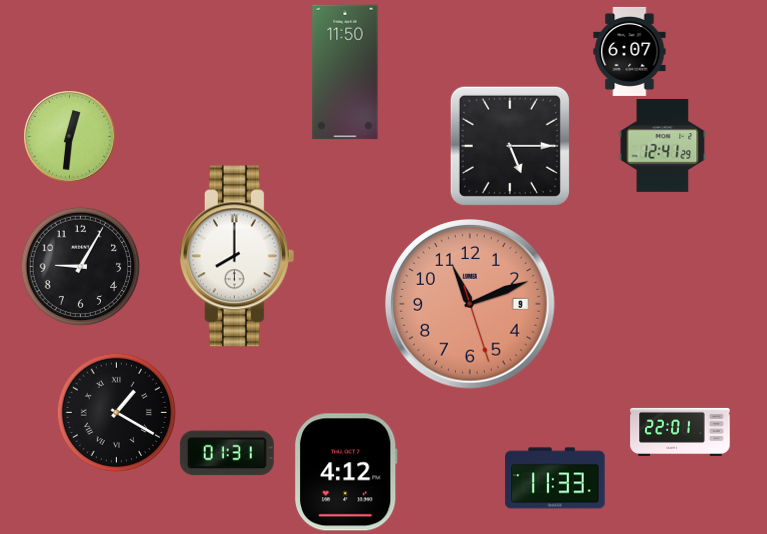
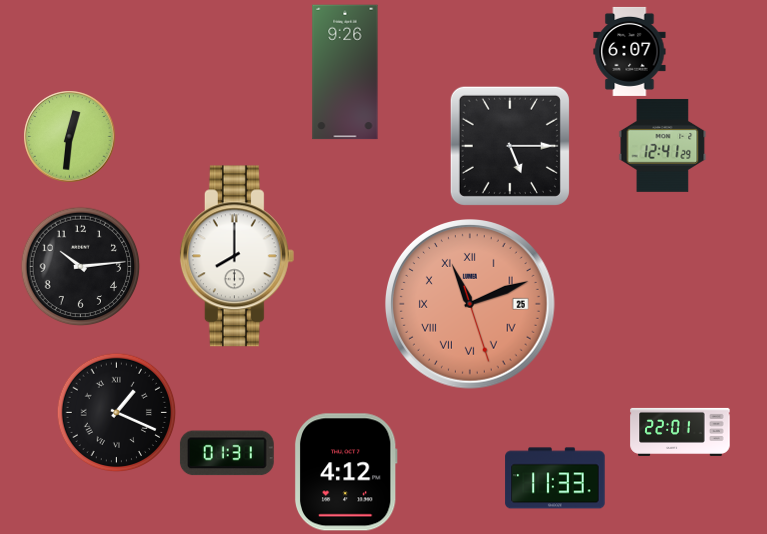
clock at (345, 72): 11:50 -> 9:26
clock at (80, 266): 9:05 -> 10:14
clock at (470, 304) date: 9 -> 25
clock at (470, 304) numerals: Arabic -> Roman
clock at (116, 412): 1:20 -> 1:19
